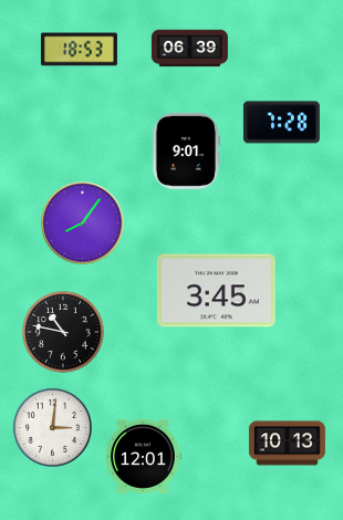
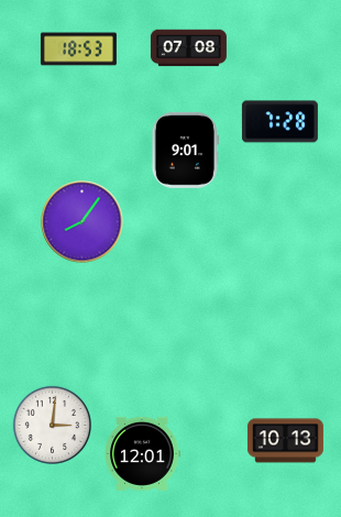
clock at (189, 49): 06:39 -> 07:08
clock at (216, 291): 3:45 -> none
clock at (64, 333): 10:47 -> none
